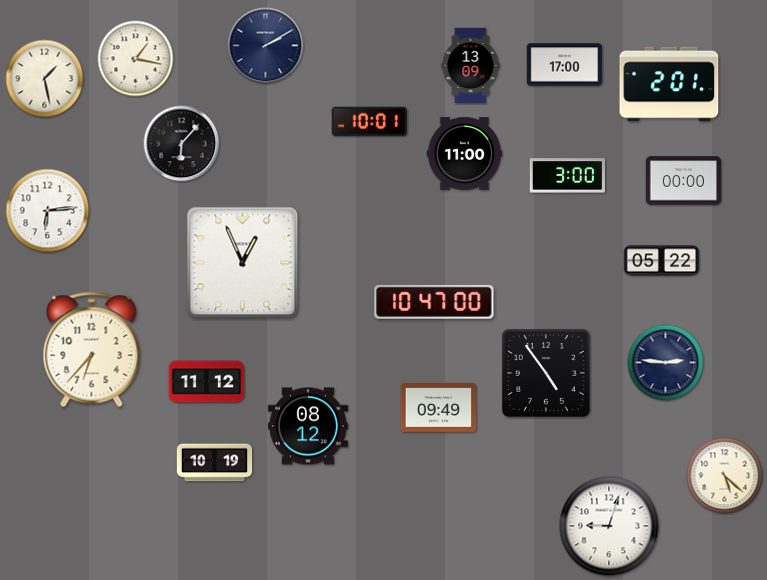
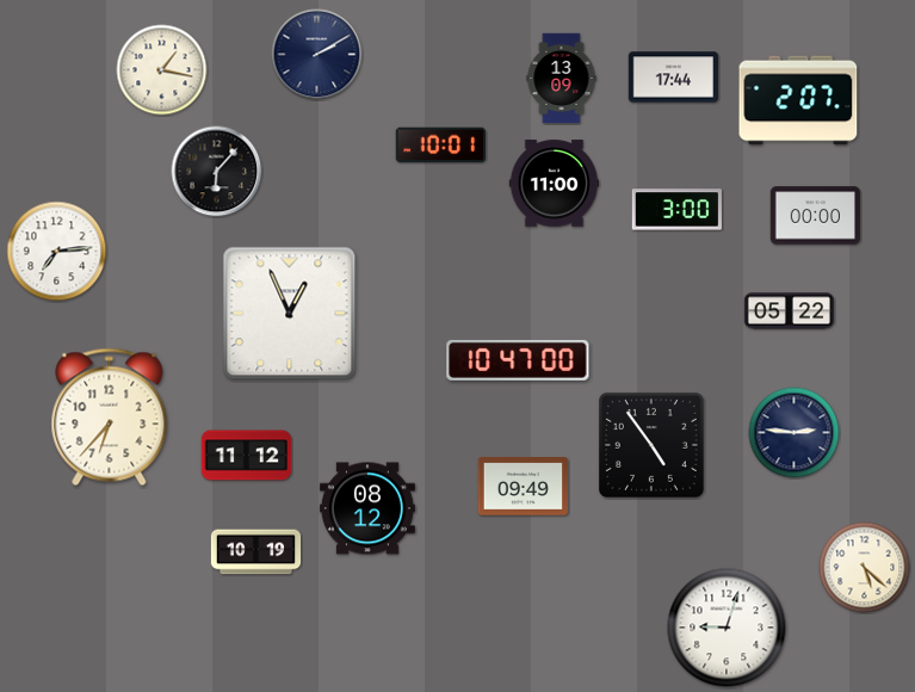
clock at (565, 65): 17:00 -> 17:44
clock at (45, 79): 1:28 -> none
clock at (669, 84): 2:01 -> 2:07
clock at (48, 211): 6:14 -> 7:14
